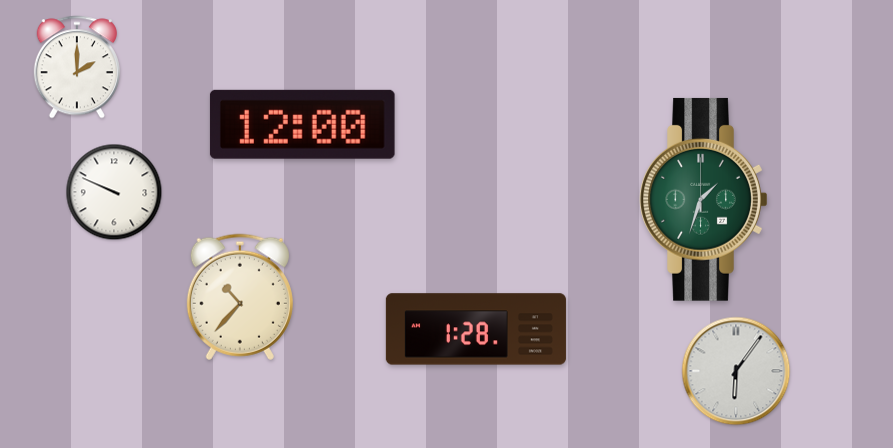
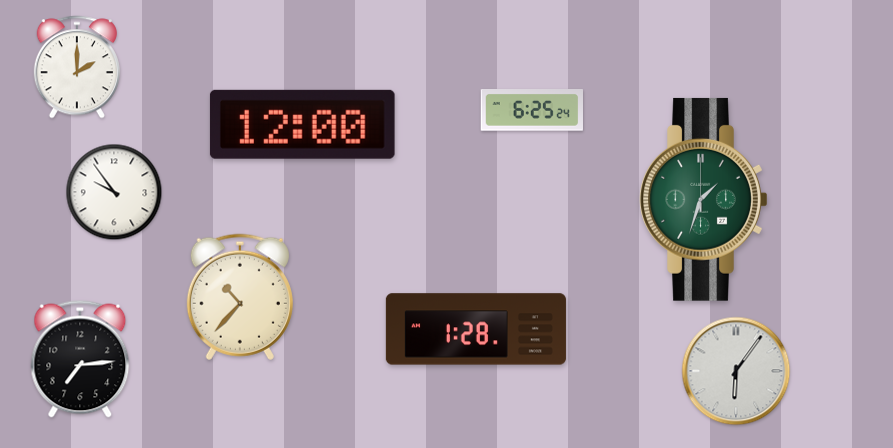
clock at (531, 111): none -> 6:25
clock at (114, 192): 9:49 -> 9:54
clock at (80, 359): none -> 7:14
